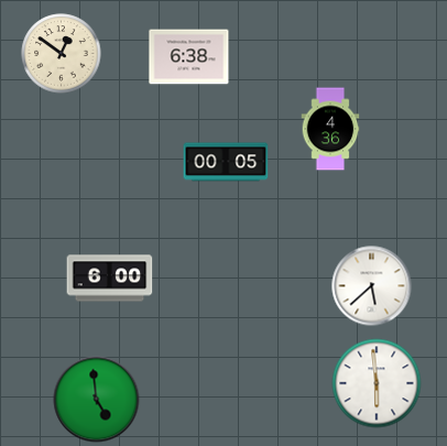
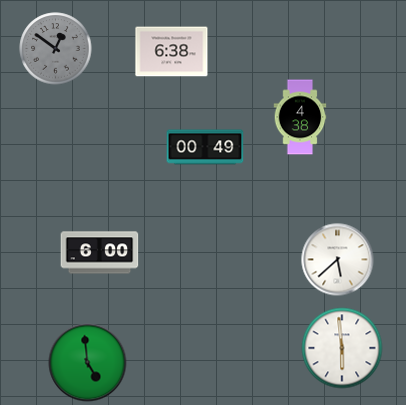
clock at (62, 54) dial: cream -> grey
clock at (330, 129): 4:36 -> 4:38
clock at (226, 162): 00:05 -> 00:49
